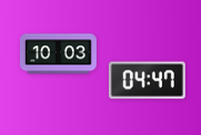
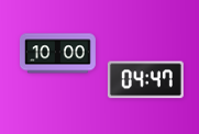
clock at (58, 54): 10:03 -> 10:00
